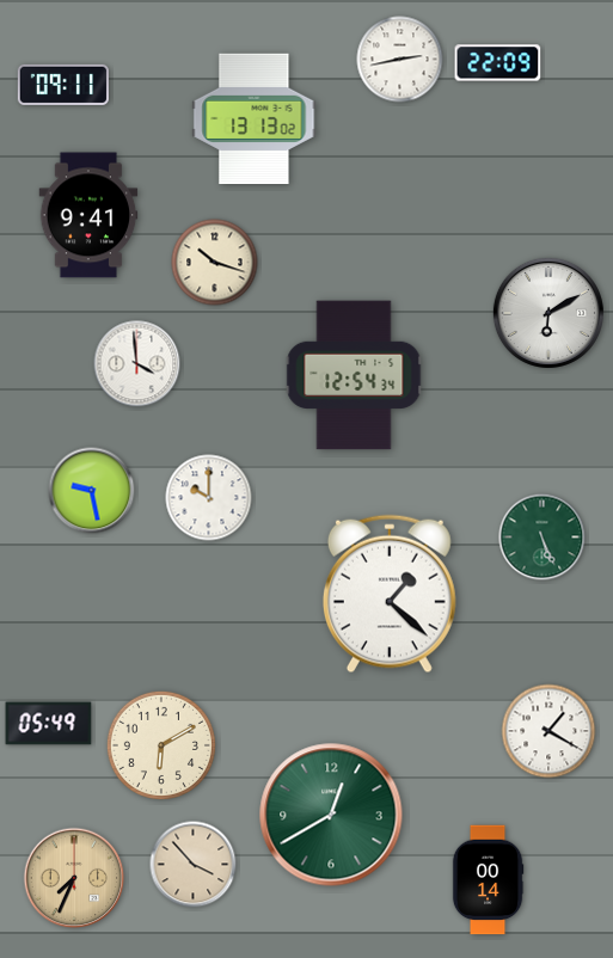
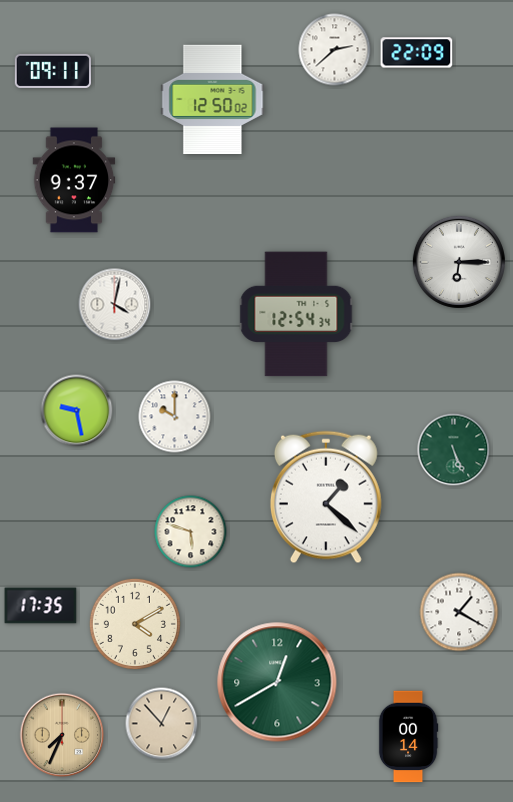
clock at (400, 60): 2:43 -> 2:38
clock at (255, 119): 13:13 -> 12:50
clock at (88, 215): 9:41 -> 9:37
clock at (215, 263): 10:18 -> none
clock at (548, 313): 6:10 -> 6:15
clock at (137, 364): 3:59 -> 4:02
clock at (191, 532): none -> 5:48
clock at (49, 724): 05:49 -> 17:35
clock at (161, 745): 6:10 -> 4:10
clock at (194, 865): 3:53 -> 12:53
